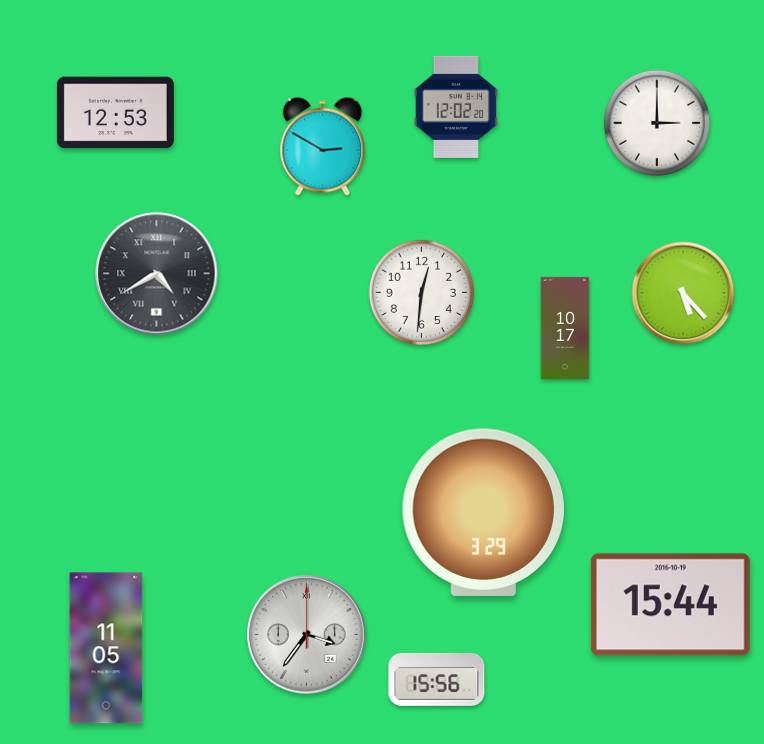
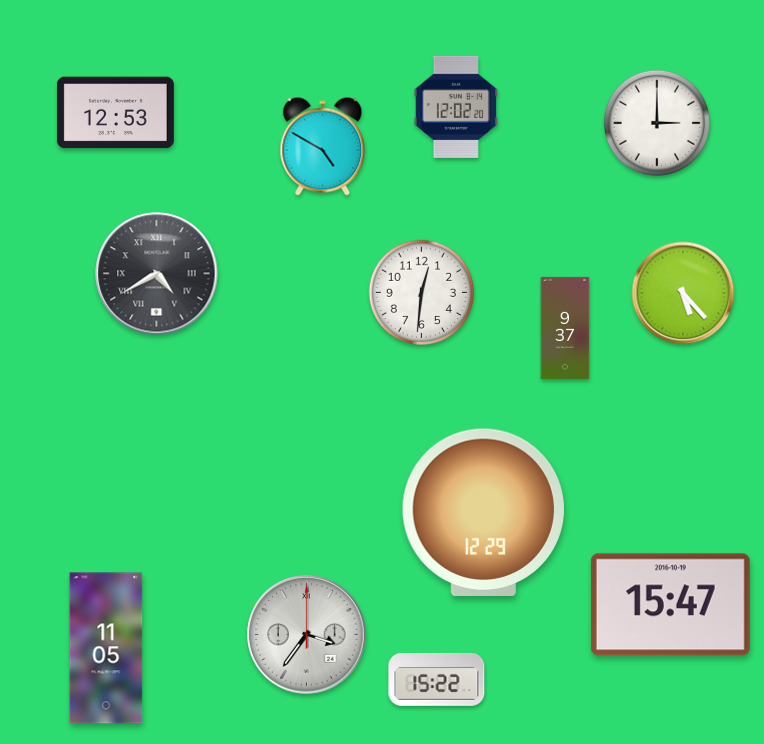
clock at (323, 147): 2:50 -> 4:50
clock at (565, 328): 10:17 -> 9:37
clock at (483, 513): 3:29 -> 12:29
clock at (670, 605): 15:44 -> 15:47
clock at (437, 679): 15:56 -> 15:22
